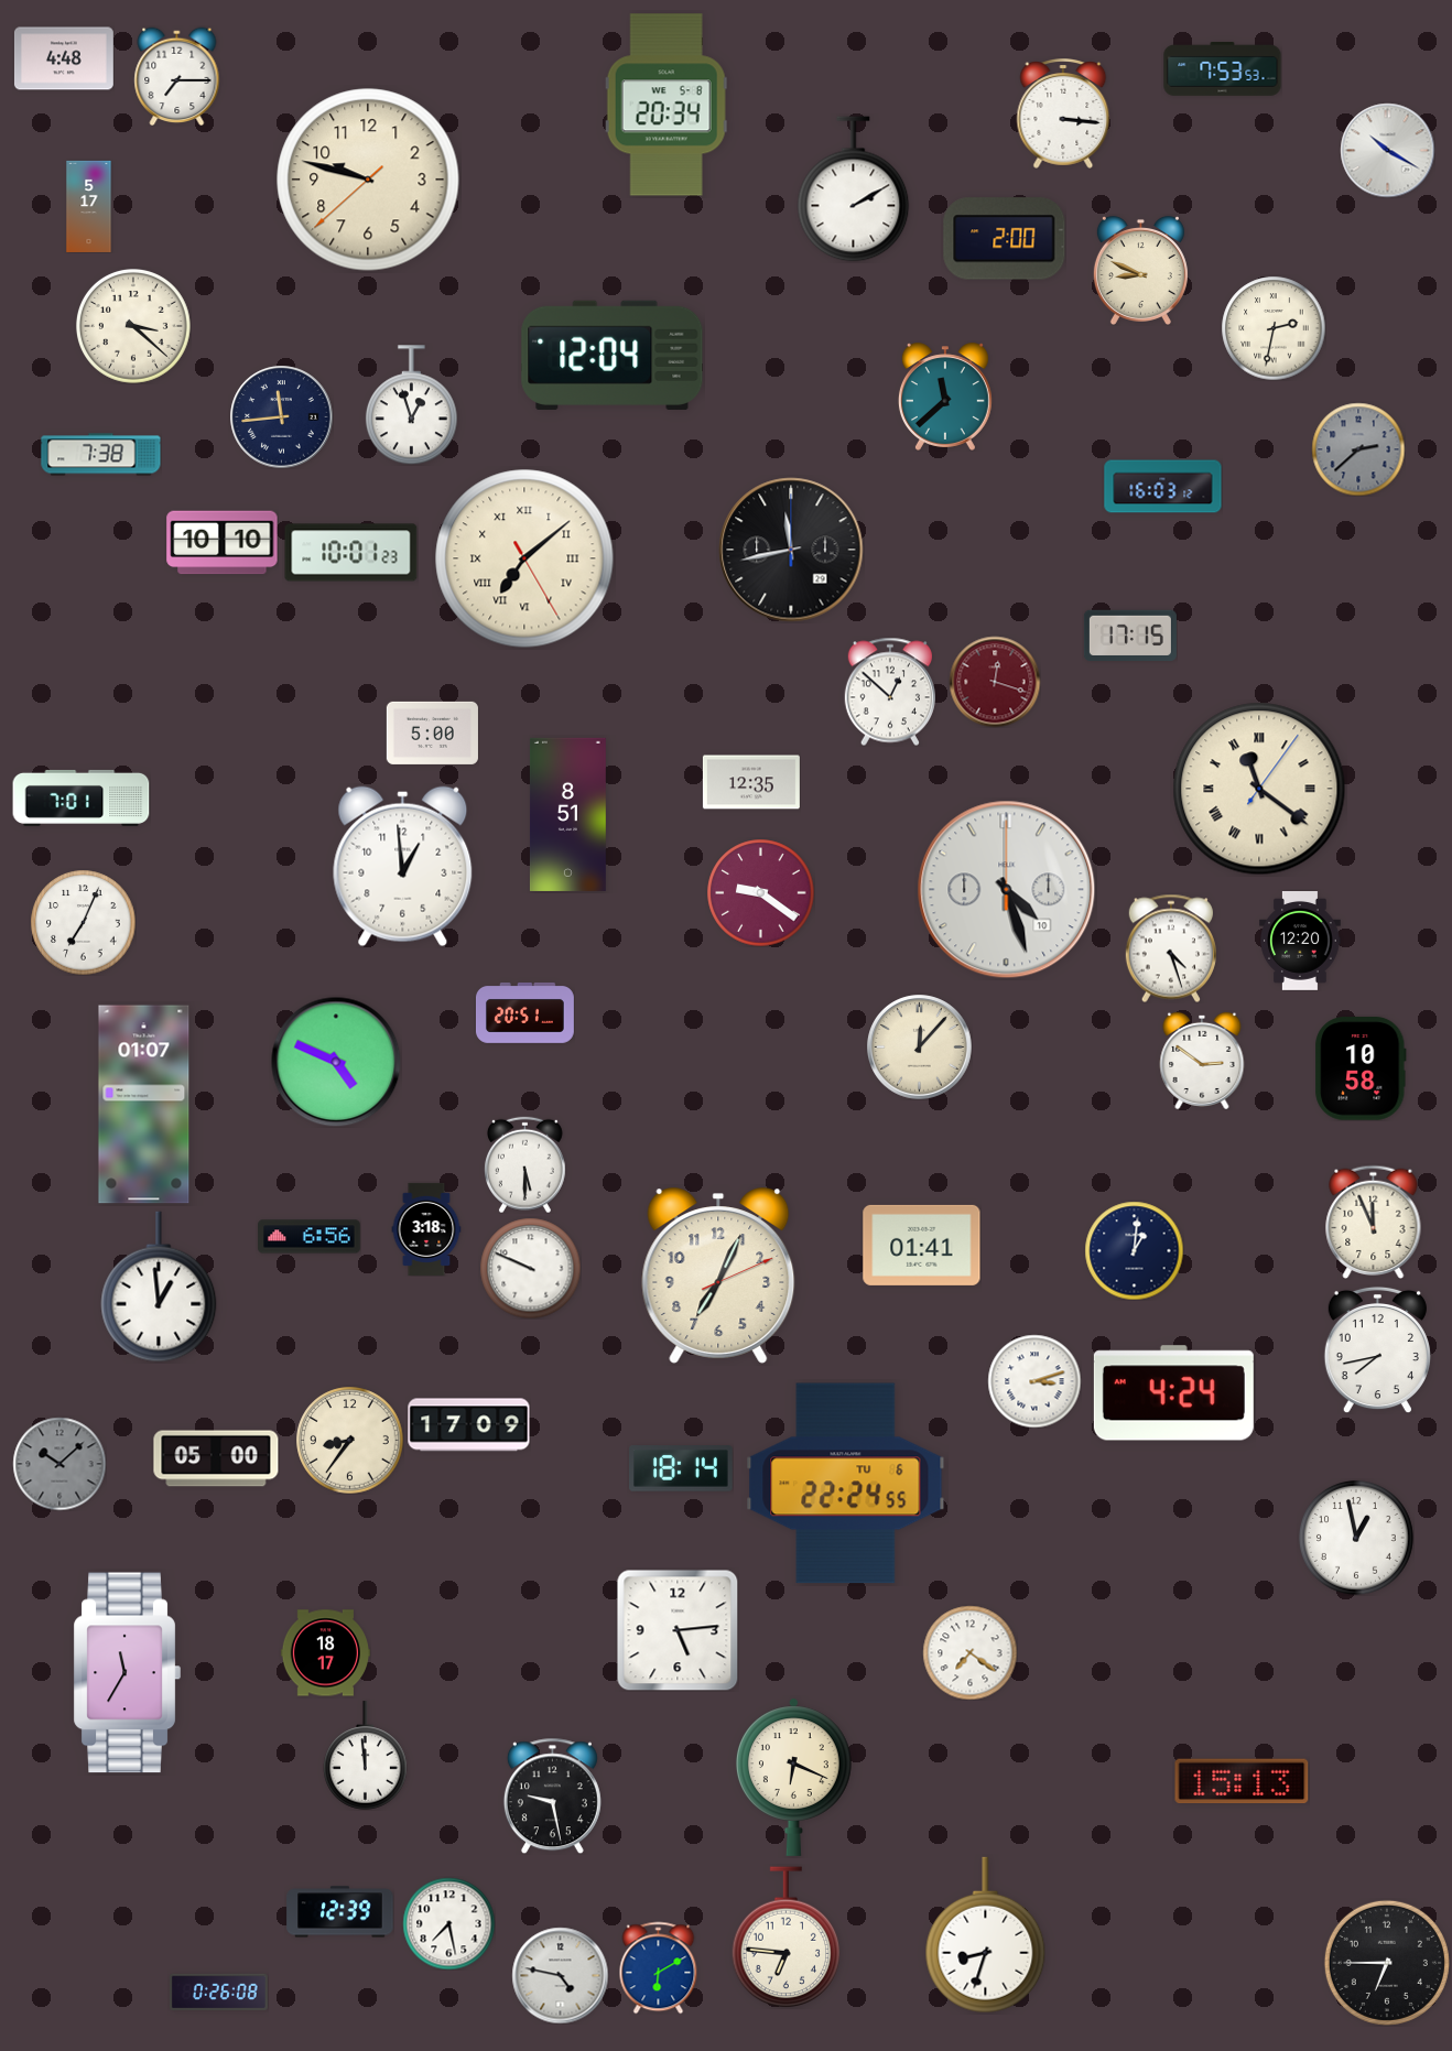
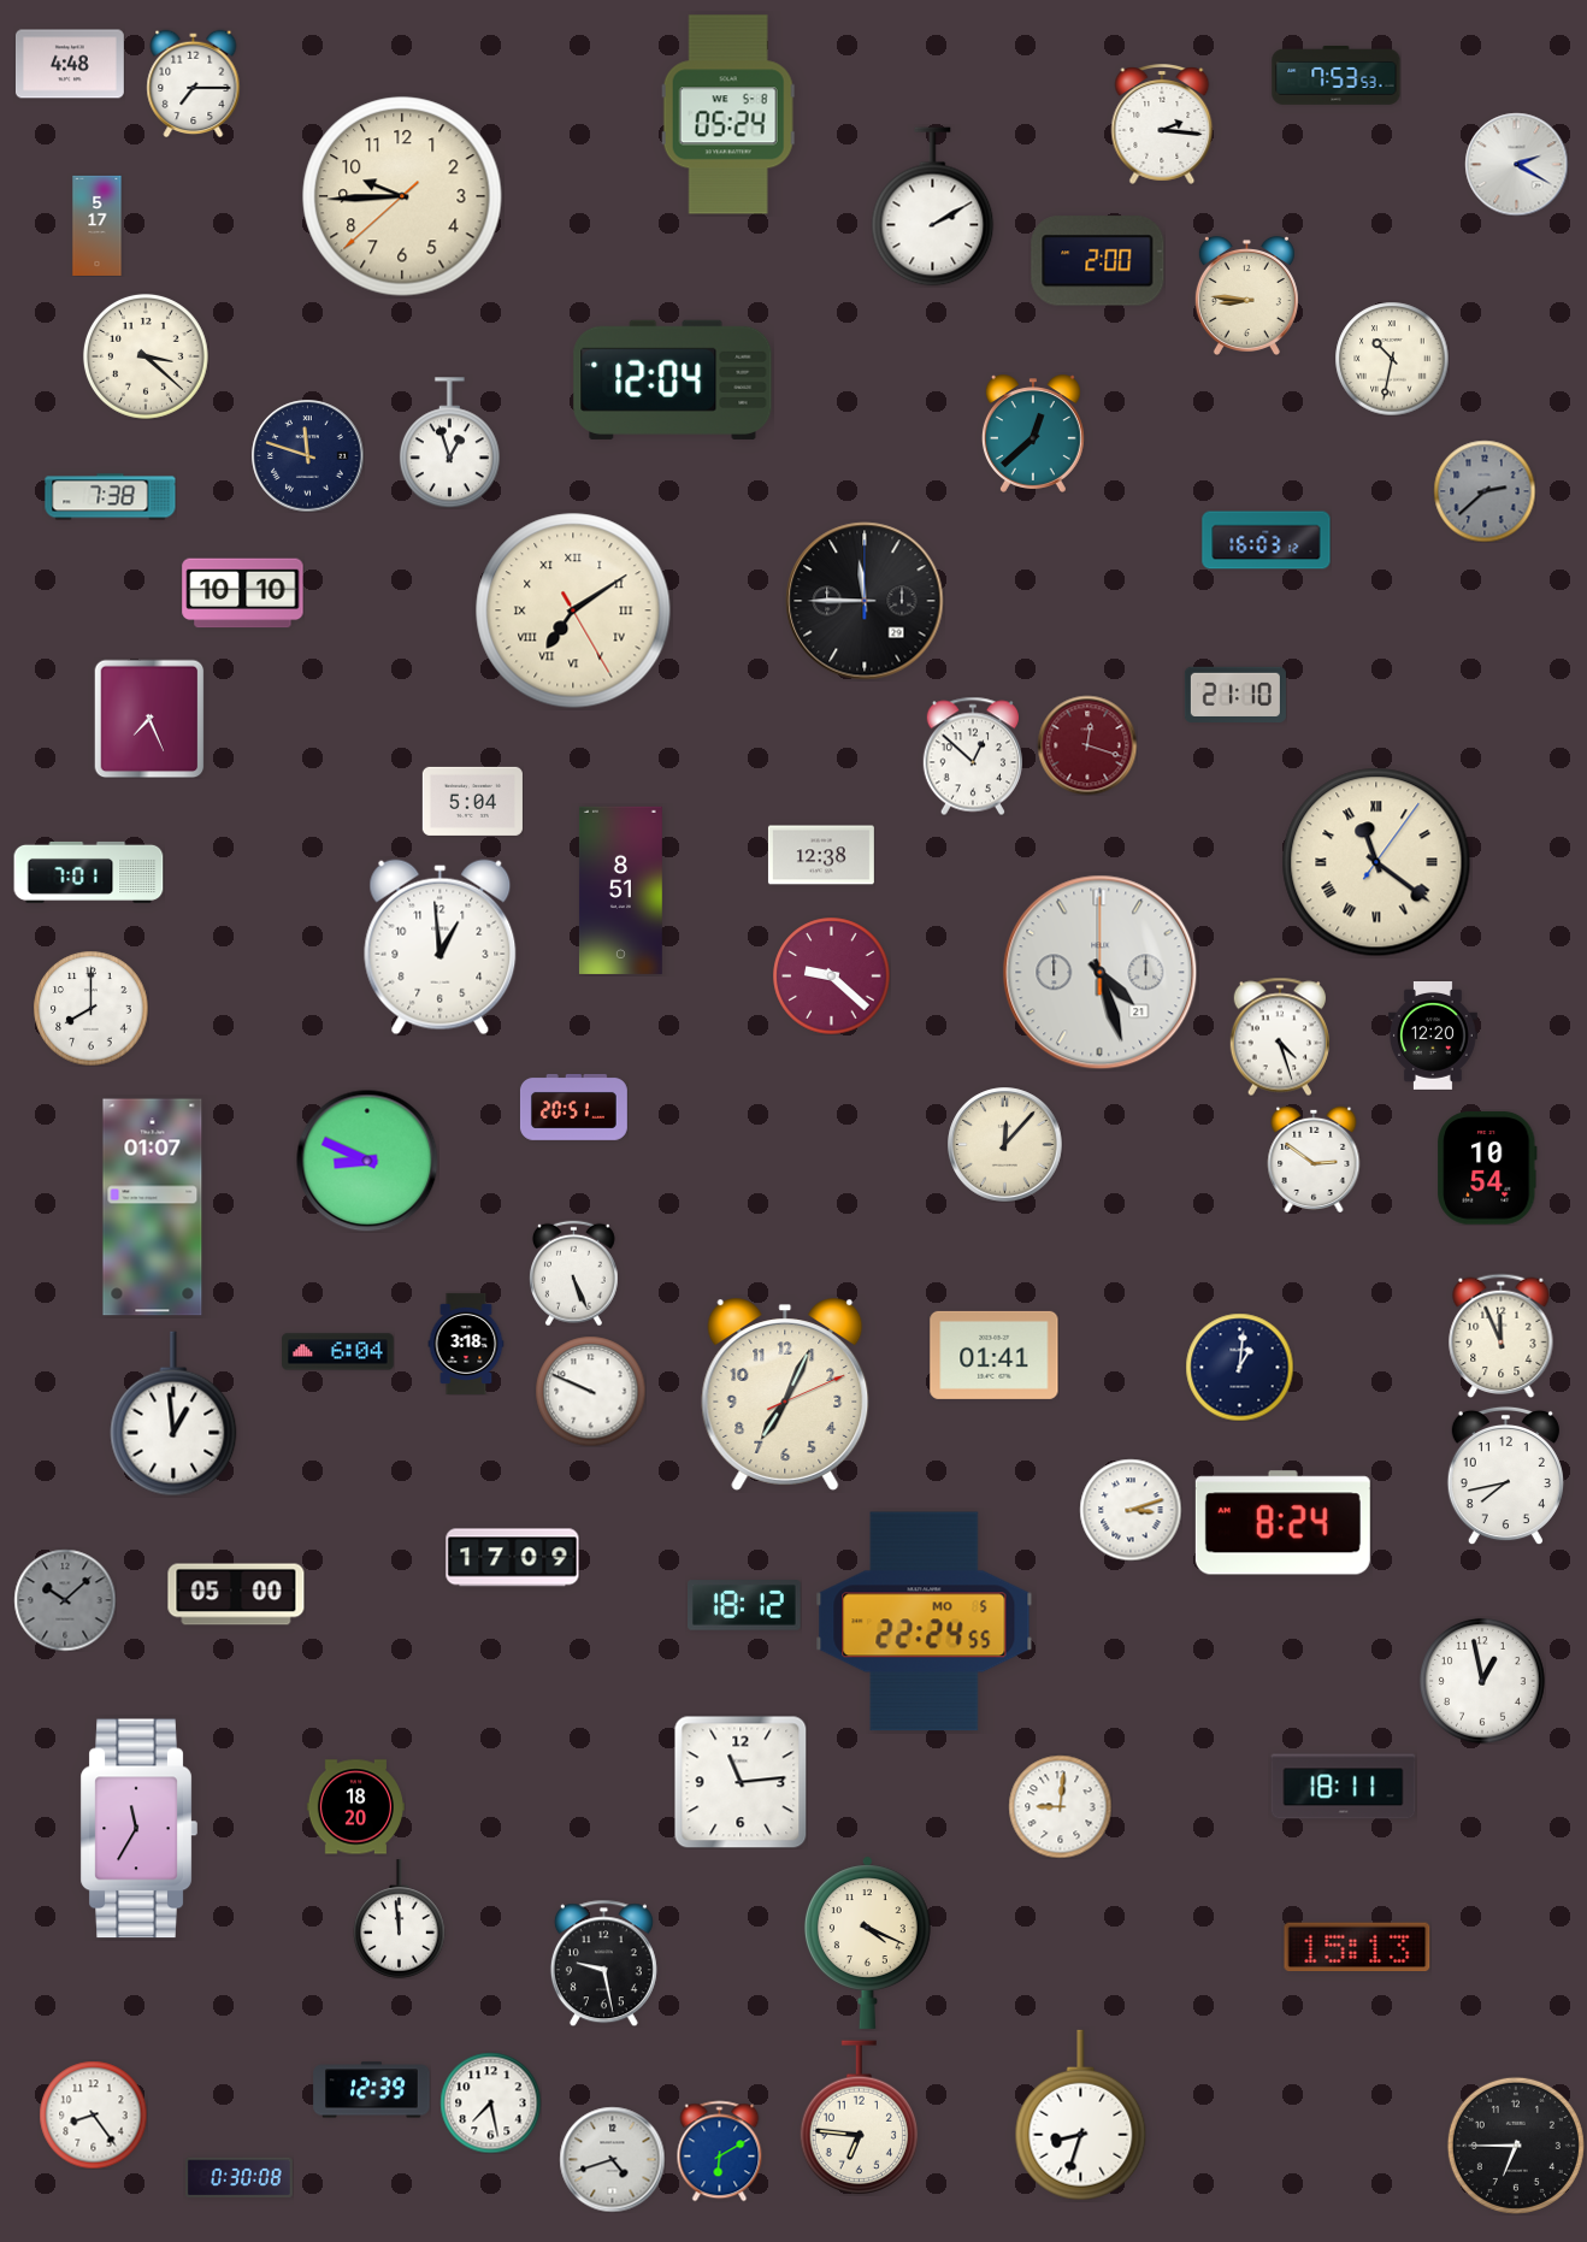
clock at (667, 105): 20:34 -> 05:24
clock at (1063, 115): 3:16 -> 2:16
clock at (1387, 150): 10:20 -> 2:20
clock at (368, 180): 9:47 -> 9:44
clock at (1140, 270): 8:49 -> 8:46
clock at (1274, 328): 2:32 -> 10:32
clock at (613, 355) position: (613, 355) -> (673, 379)
clock at (945, 397): 11:38 -> 12:38
clock at (281, 416): 11:44 -> 11:48
clock at (1163, 487) position: (1163, 487) -> (1267, 541)
clock at (791, 550): 11:43 -> 11:45
clock at (351, 553): 10:01 -> none
clock at (524, 558): 7:08 -> 7:09
clock at (1130, 634): 17:15 -> 21:10
clock at (149, 719): none -> 7:26
clock at (432, 732): 5:00 -> 5:04
clock at (751, 782): 12:35 -> 12:38
clock at (1007, 890) date: 10 -> 21
clock at (761, 893): 9:21 -> 9:22
clock at (83, 922): 7:04 -> 8:00
clock at (1301, 942) position: (1301, 942) -> (1434, 1037)
clock at (336, 1062): 4:49 -> 8:49
clock at (1361, 1070): 10:58 -> 10:54
clock at (144, 1105) position: (144, 1105) -> (153, 1208)
clock at (524, 1164): 5:30 -> 5:26
clock at (310, 1237): 6:56 -> 6:04
clock at (922, 1245) position: (922, 1245) -> (995, 1355)
clock at (530, 1268) position: (530, 1268) -> (590, 1391)
clock at (159, 1287) position: (159, 1287) -> (173, 1414)
clock at (1173, 1393): 4:24 -> 8:24
clock at (350, 1441): 8:36 -> none
clock at (681, 1468): 18:14 -> 18:12
clock at (846, 1484) date: TU 6 -> MO 5
clock at (678, 1630): 5:14 -> 11:14
clock at (1344, 1787): none -> 18:11
clock at (969, 1652): 7:21 -> 9:01
clock at (325, 1653): 18:17 -> 18:20
clock at (793, 1777): 6:19 -> 4:19
clock at (93, 2114): none -> 8:24
clock at (986, 1935) position: (986, 1935) -> (1081, 2116)
clock at (560, 1975): 4:47 -> 4:42
clock at (218, 1992): 0:26 -> 0:30
